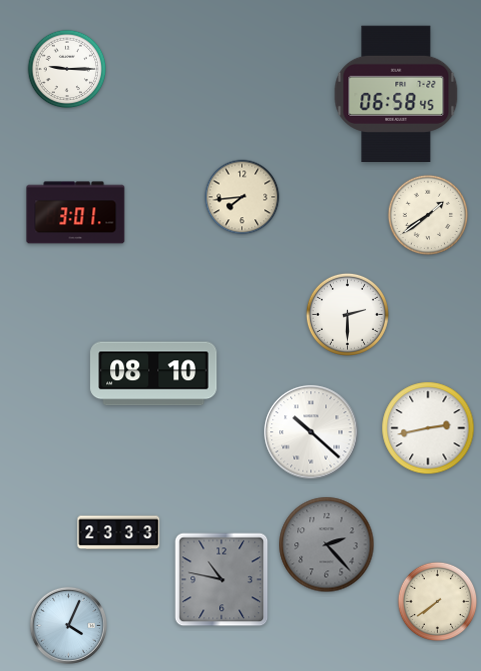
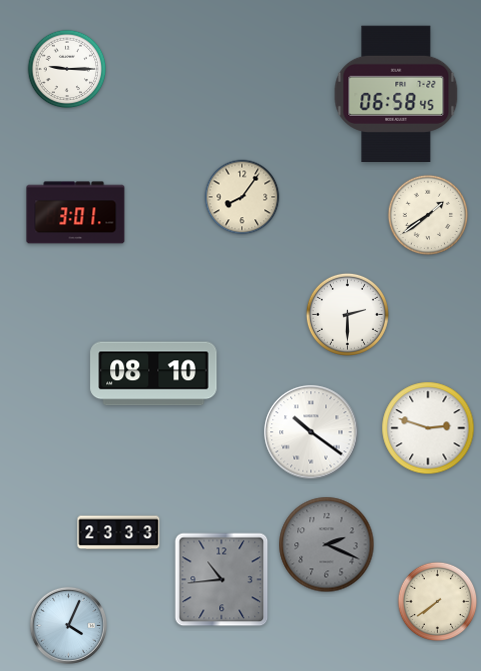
clock at (242, 197): 7:44 -> 8:06
clock at (428, 428): 2:43 -> 2:48
clock at (311, 432): 10:22 -> 10:21
clock at (327, 545): 2:23 -> 2:19
clock at (222, 580): 10:47 -> 10:44
